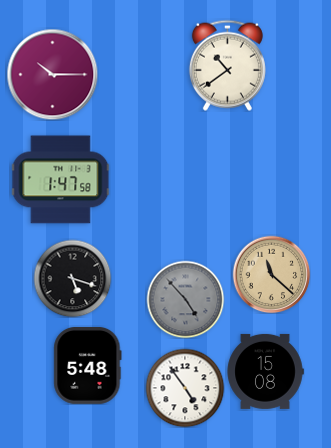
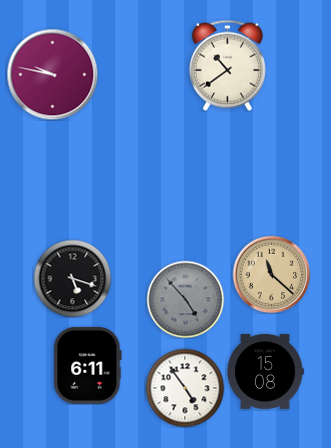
clock at (52, 74): 10:15 -> 9:47
clock at (60, 180): 1:47 -> none
clock at (88, 365): 5:48 -> 6:11
